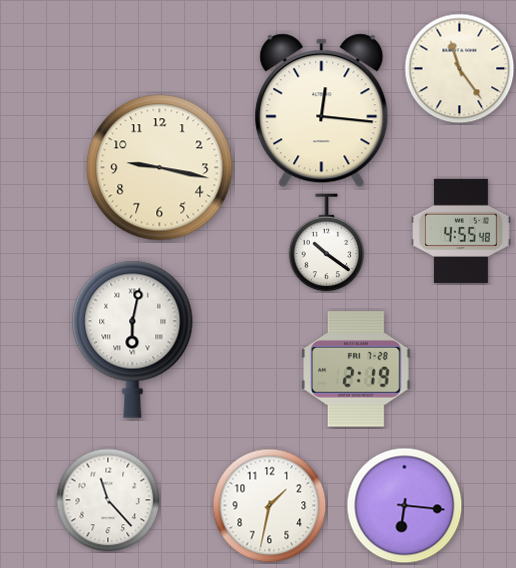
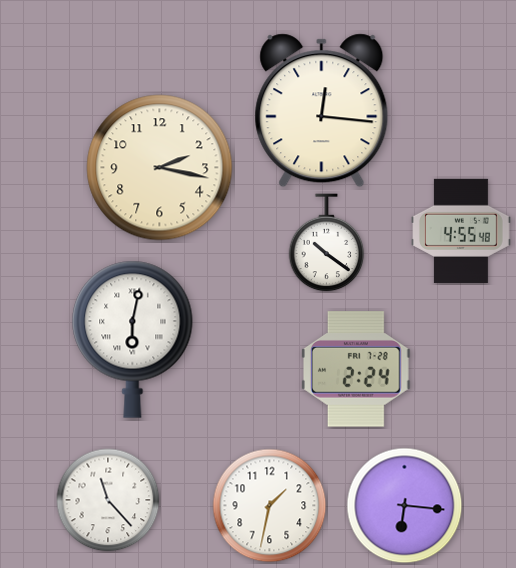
clock at (460, 69): 11:24 -> none
clock at (160, 168): 9:17 -> 2:17
clock at (357, 369): 2:19 -> 2:24
